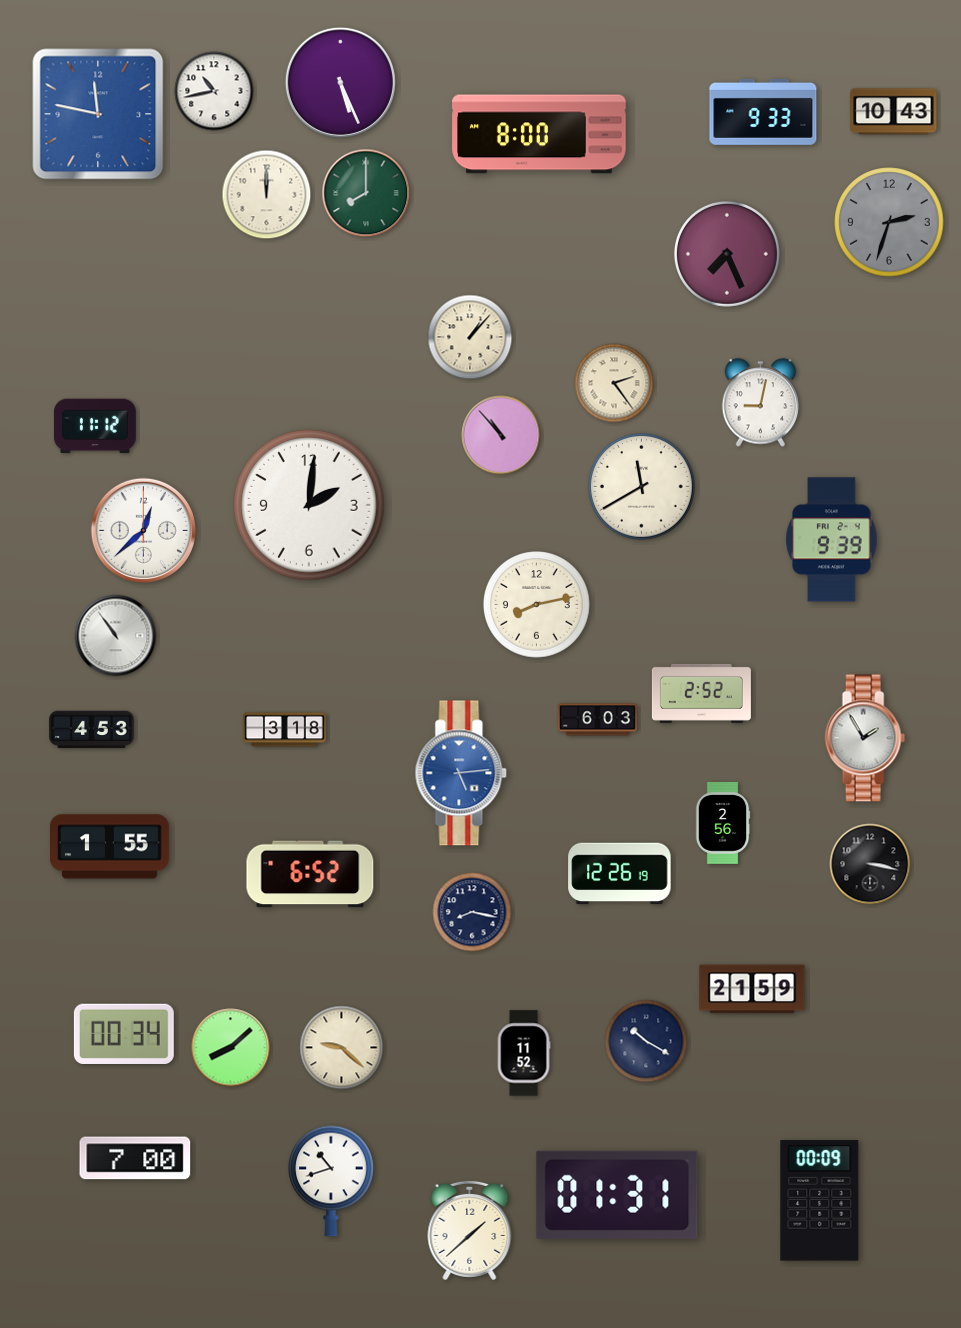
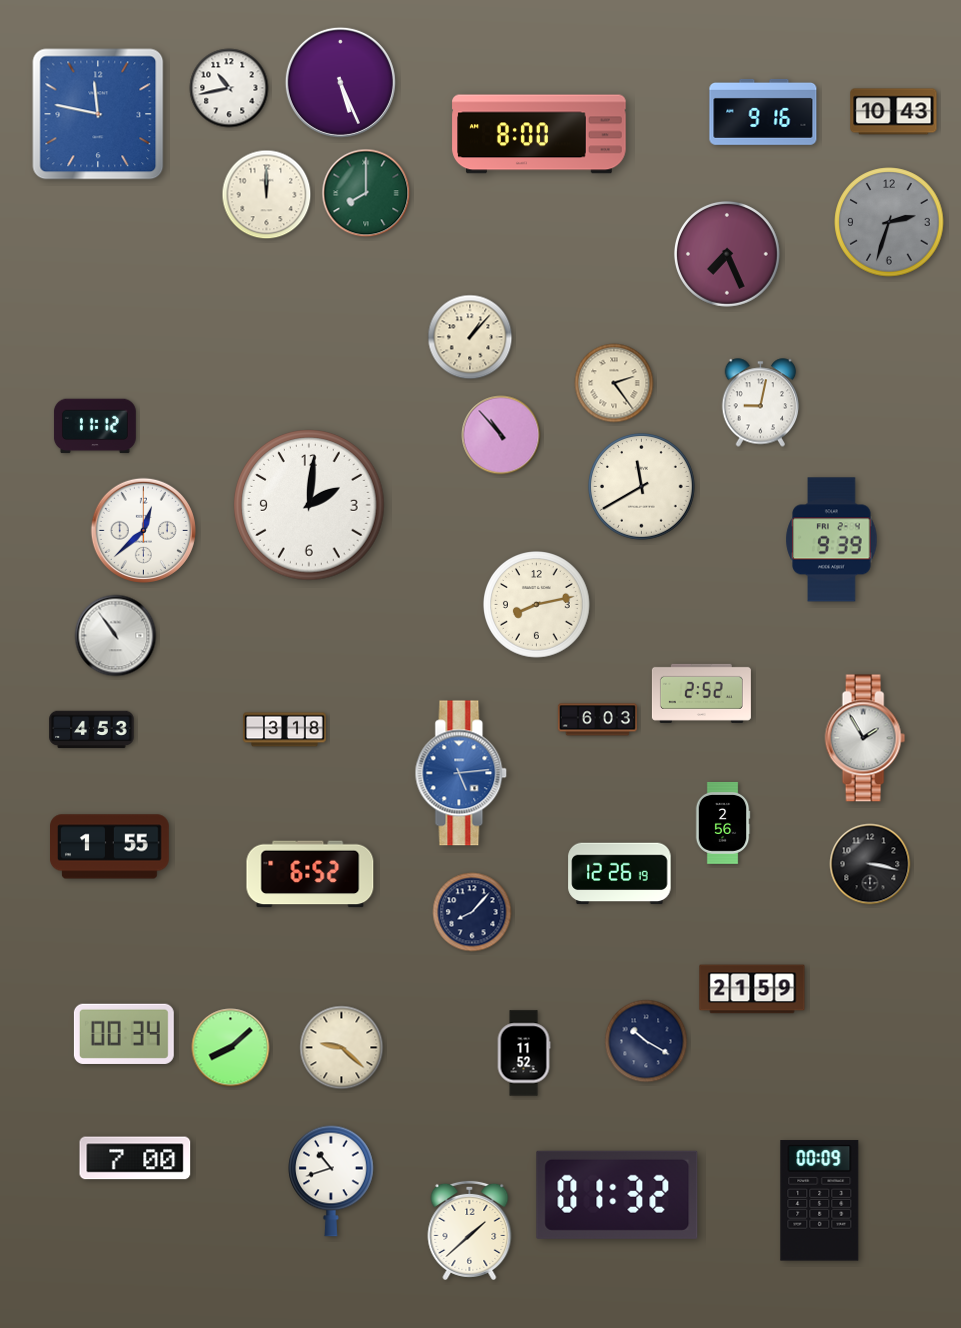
clock at (214, 91) position: (214, 91) -> (229, 88)
clock at (763, 112): 9:33 -> 9:16
clock at (472, 912): 8:17 -> 8:07
clock at (617, 1195): 01:31 -> 01:32
